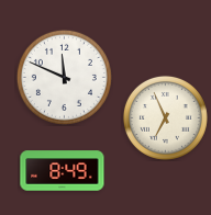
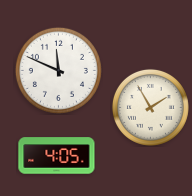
clock at (165, 117): 6:56 -> 1:55
clock at (63, 171): 8:49 -> 4:05
